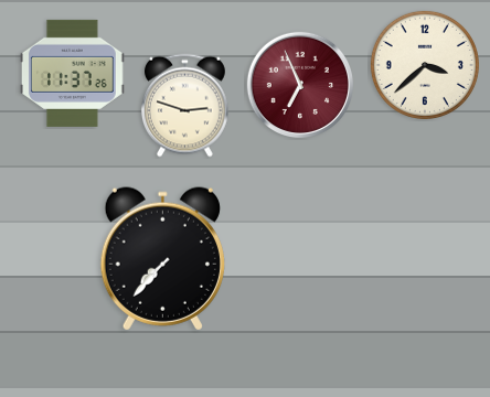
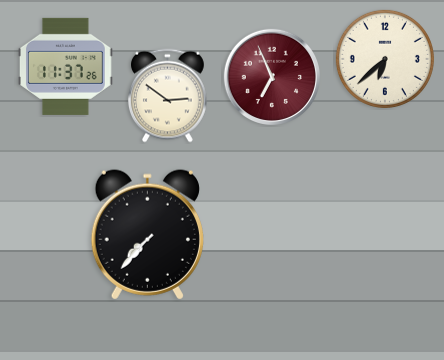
clock at (425, 65): 3:38 -> 6:38
clock at (184, 106): 2:48 -> 2:51
